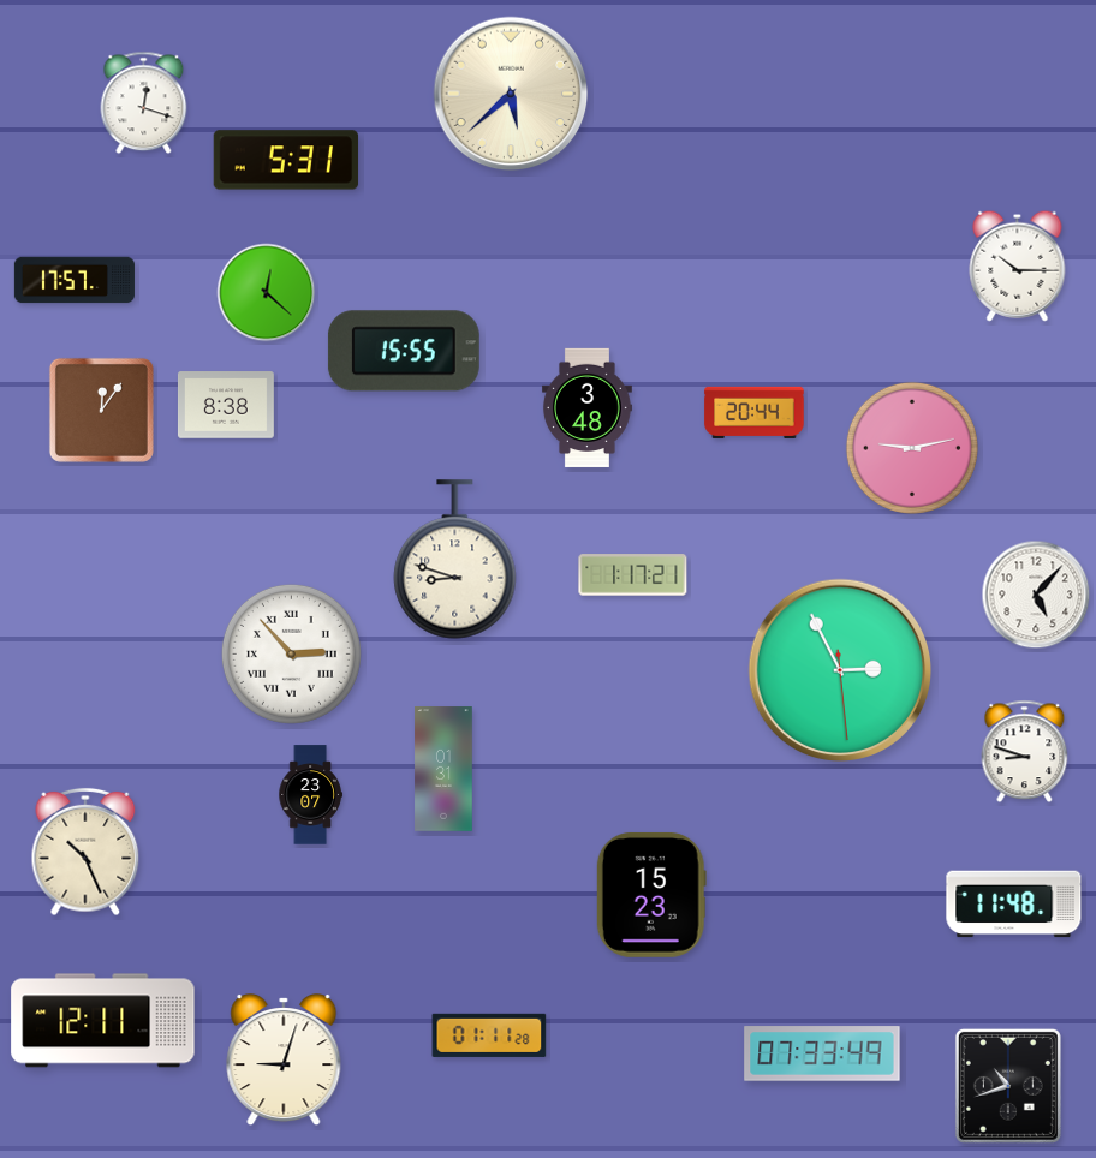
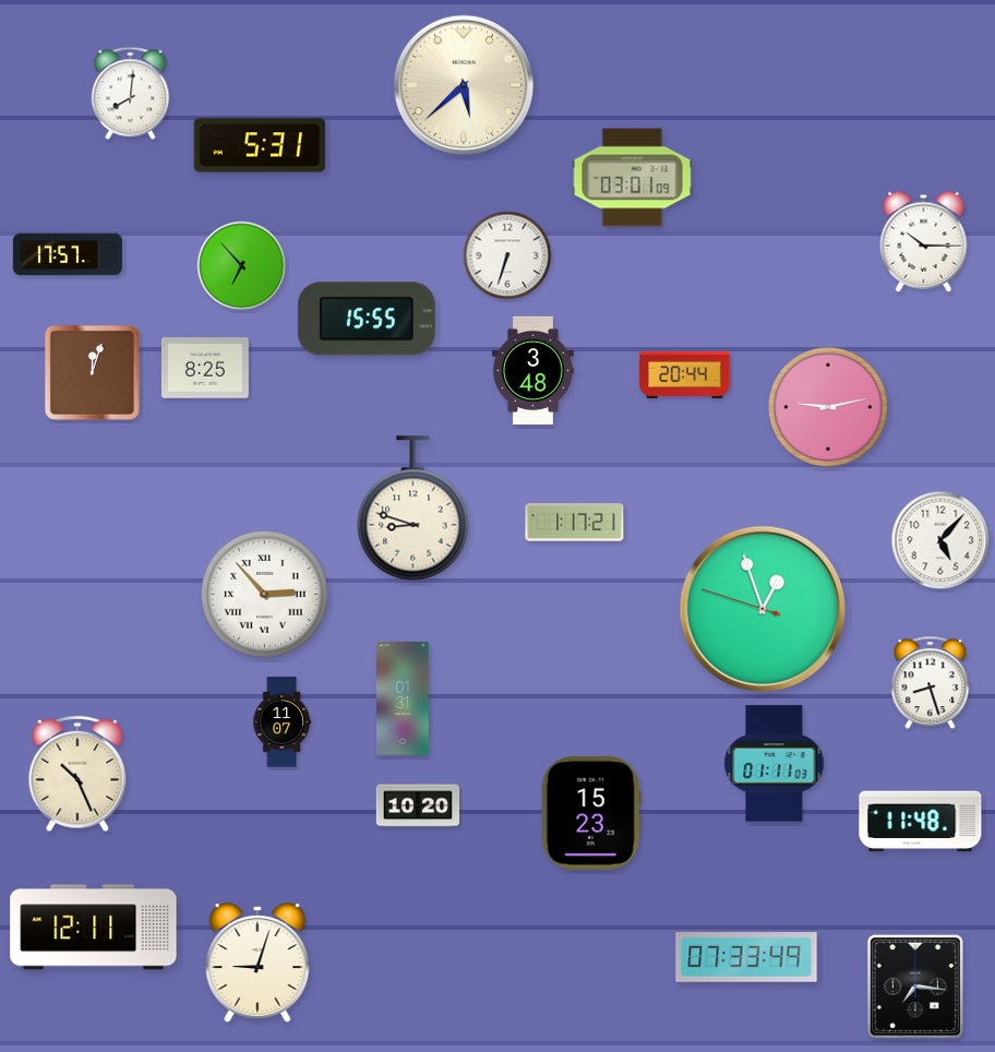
clock at (144, 103): 12:18 -> 8:01
clock at (633, 178): none -> 03:01
clock at (507, 255): none -> 6:33
clock at (267, 293): 12:22 -> 6:53
clock at (226, 405): 8:38 -> 8:25
clock at (101, 410): 12:06 -> 12:03
clock at (840, 670): 2:55 -> 12:56
clock at (1025, 752): 8:48 -> 8:27
clock at (310, 795): 23:07 -> 11:07
clock at (775, 764): none -> 01:11
clock at (418, 805): none -> 10:20
clock at (489, 1035): 01:11 -> none
clock at (1008, 1086): 10:42 -> 7:16
